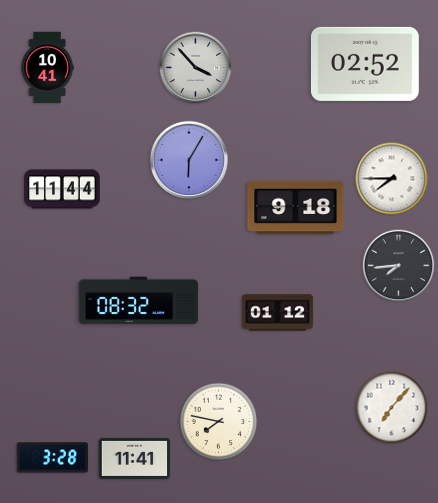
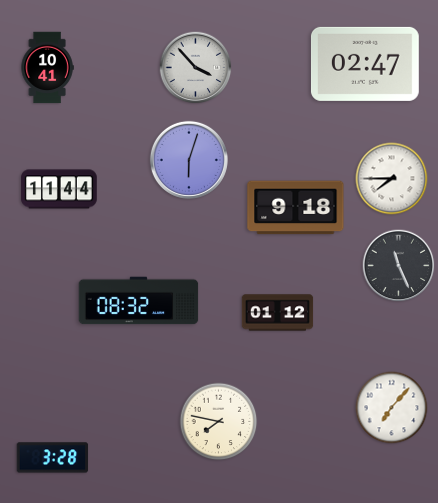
clock at (365, 64): 02:52 -> 02:47
clock at (189, 160): 6:05 -> 6:03
clock at (62, 189) position: (62, 189) -> (59, 189)
clock at (399, 266): 7:44 -> 11:26
clock at (135, 458): 11:41 -> none
